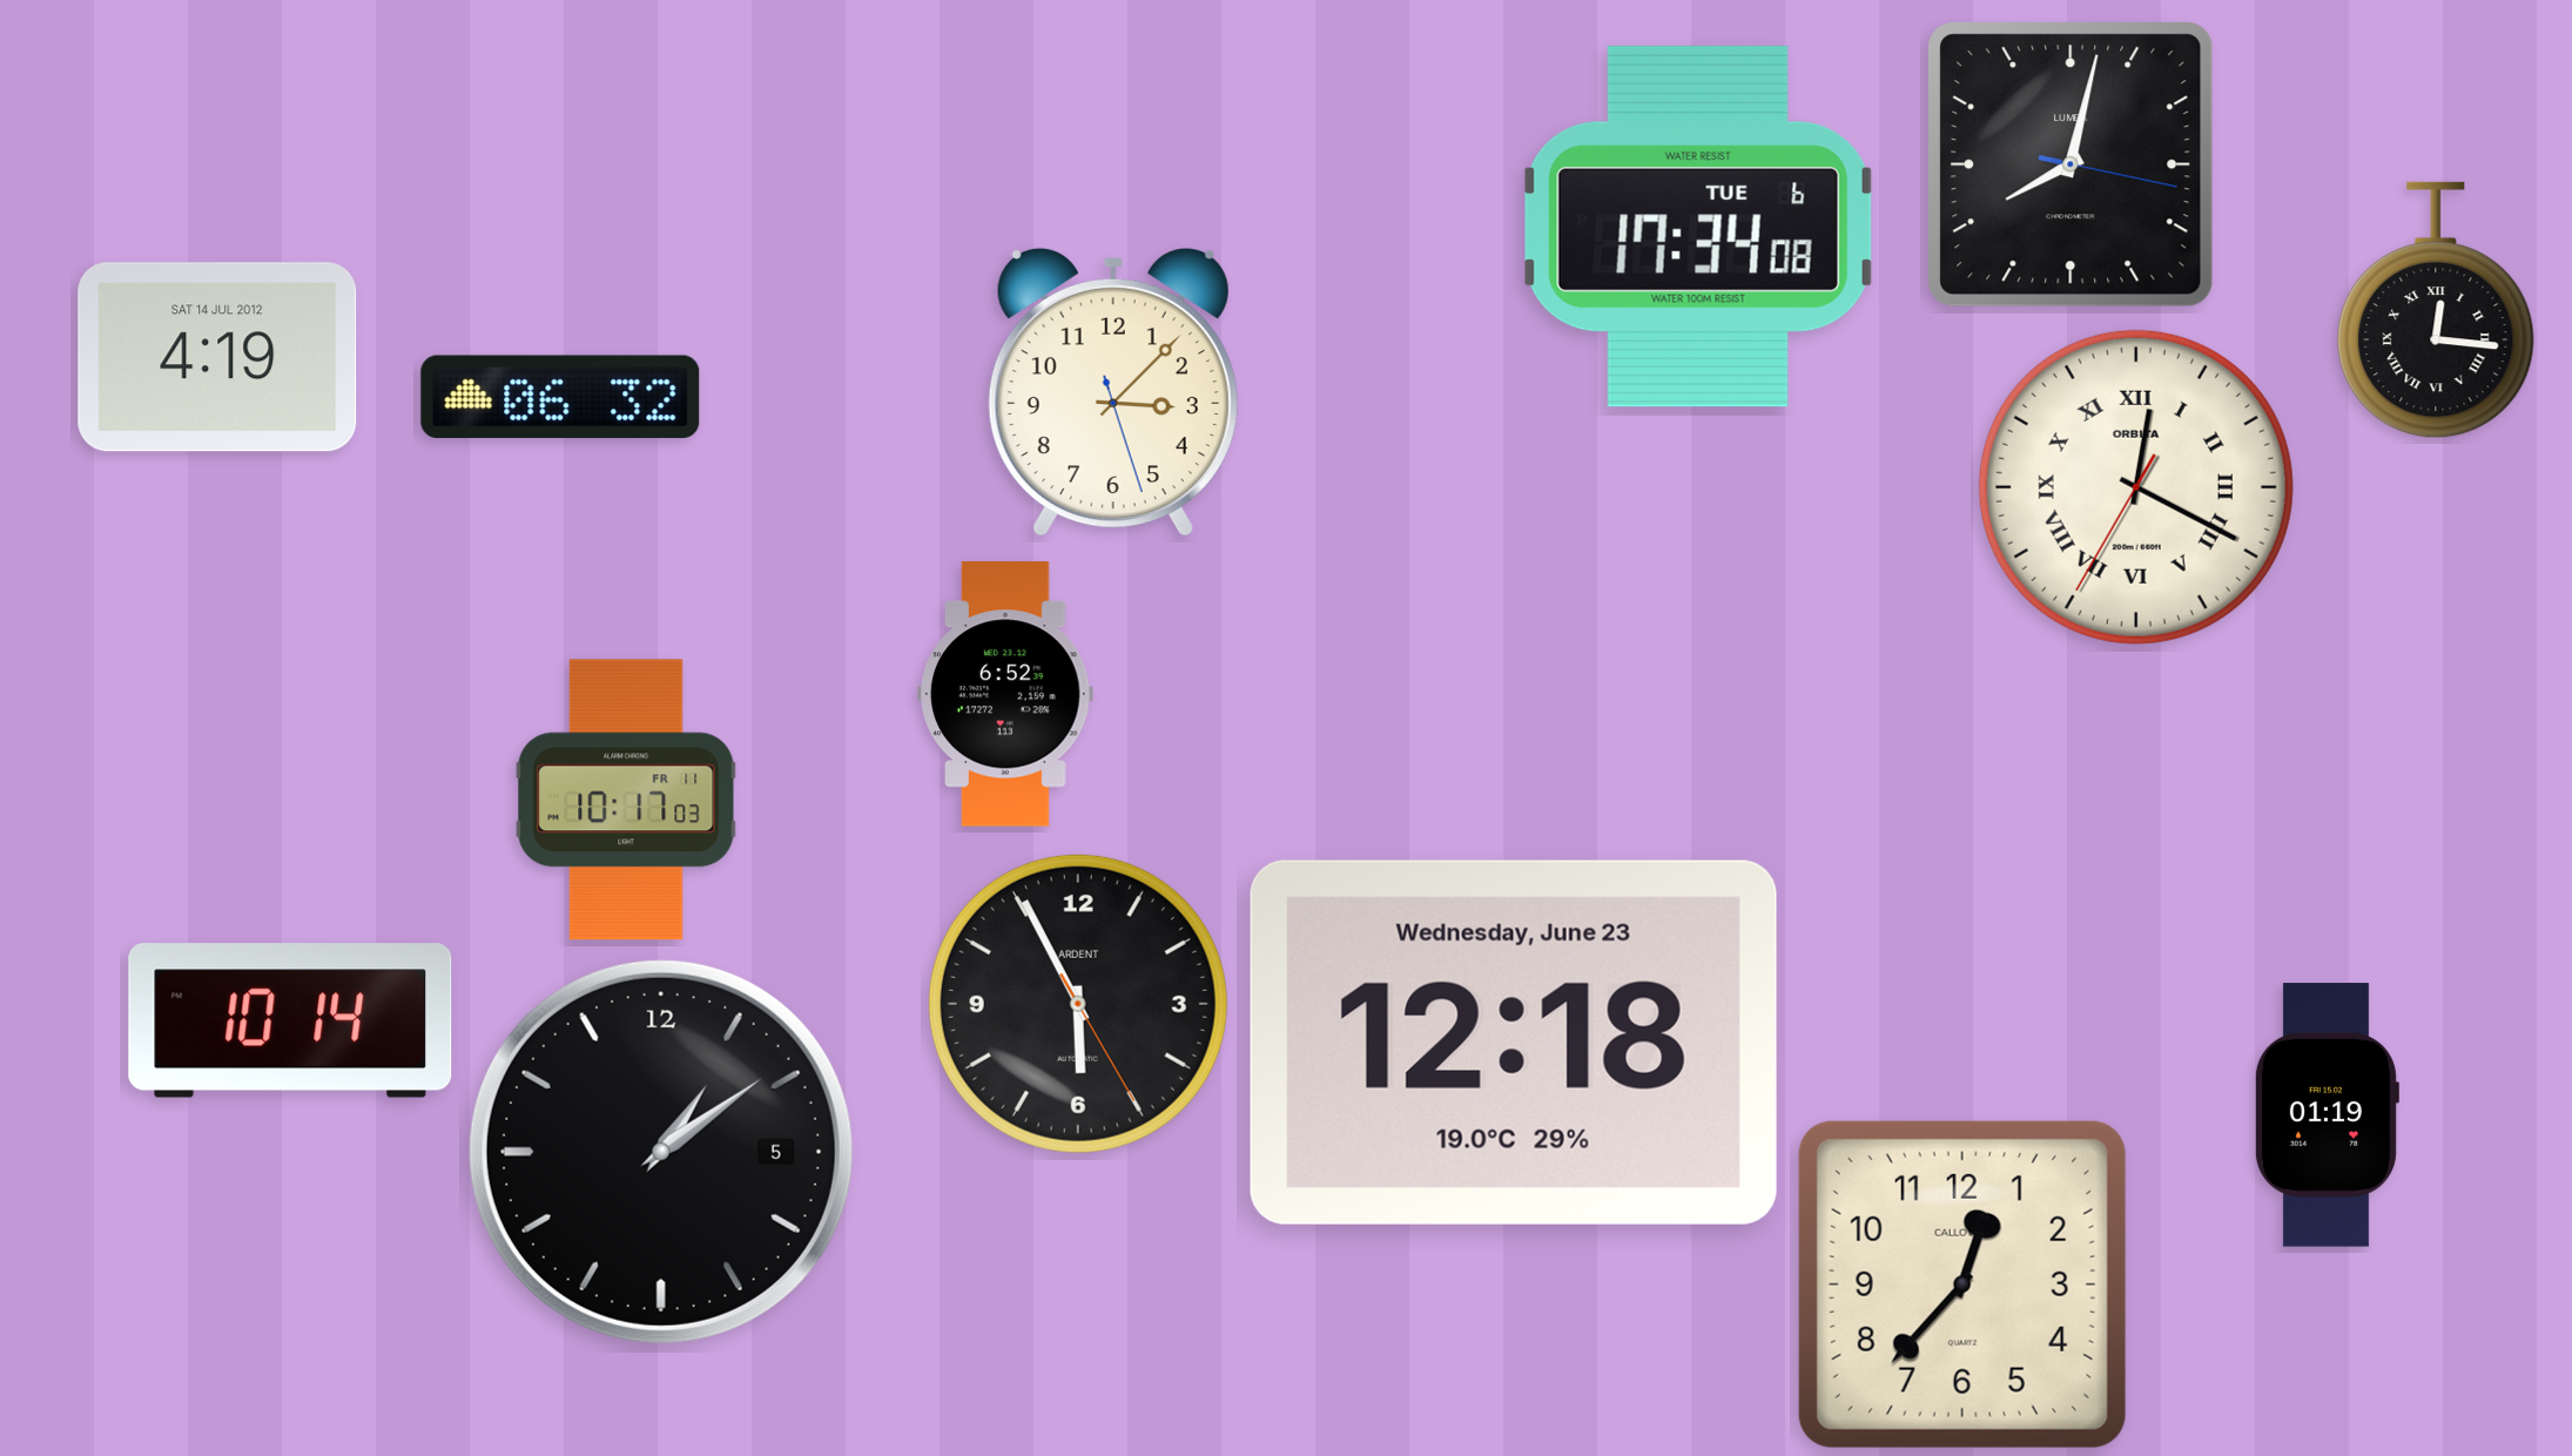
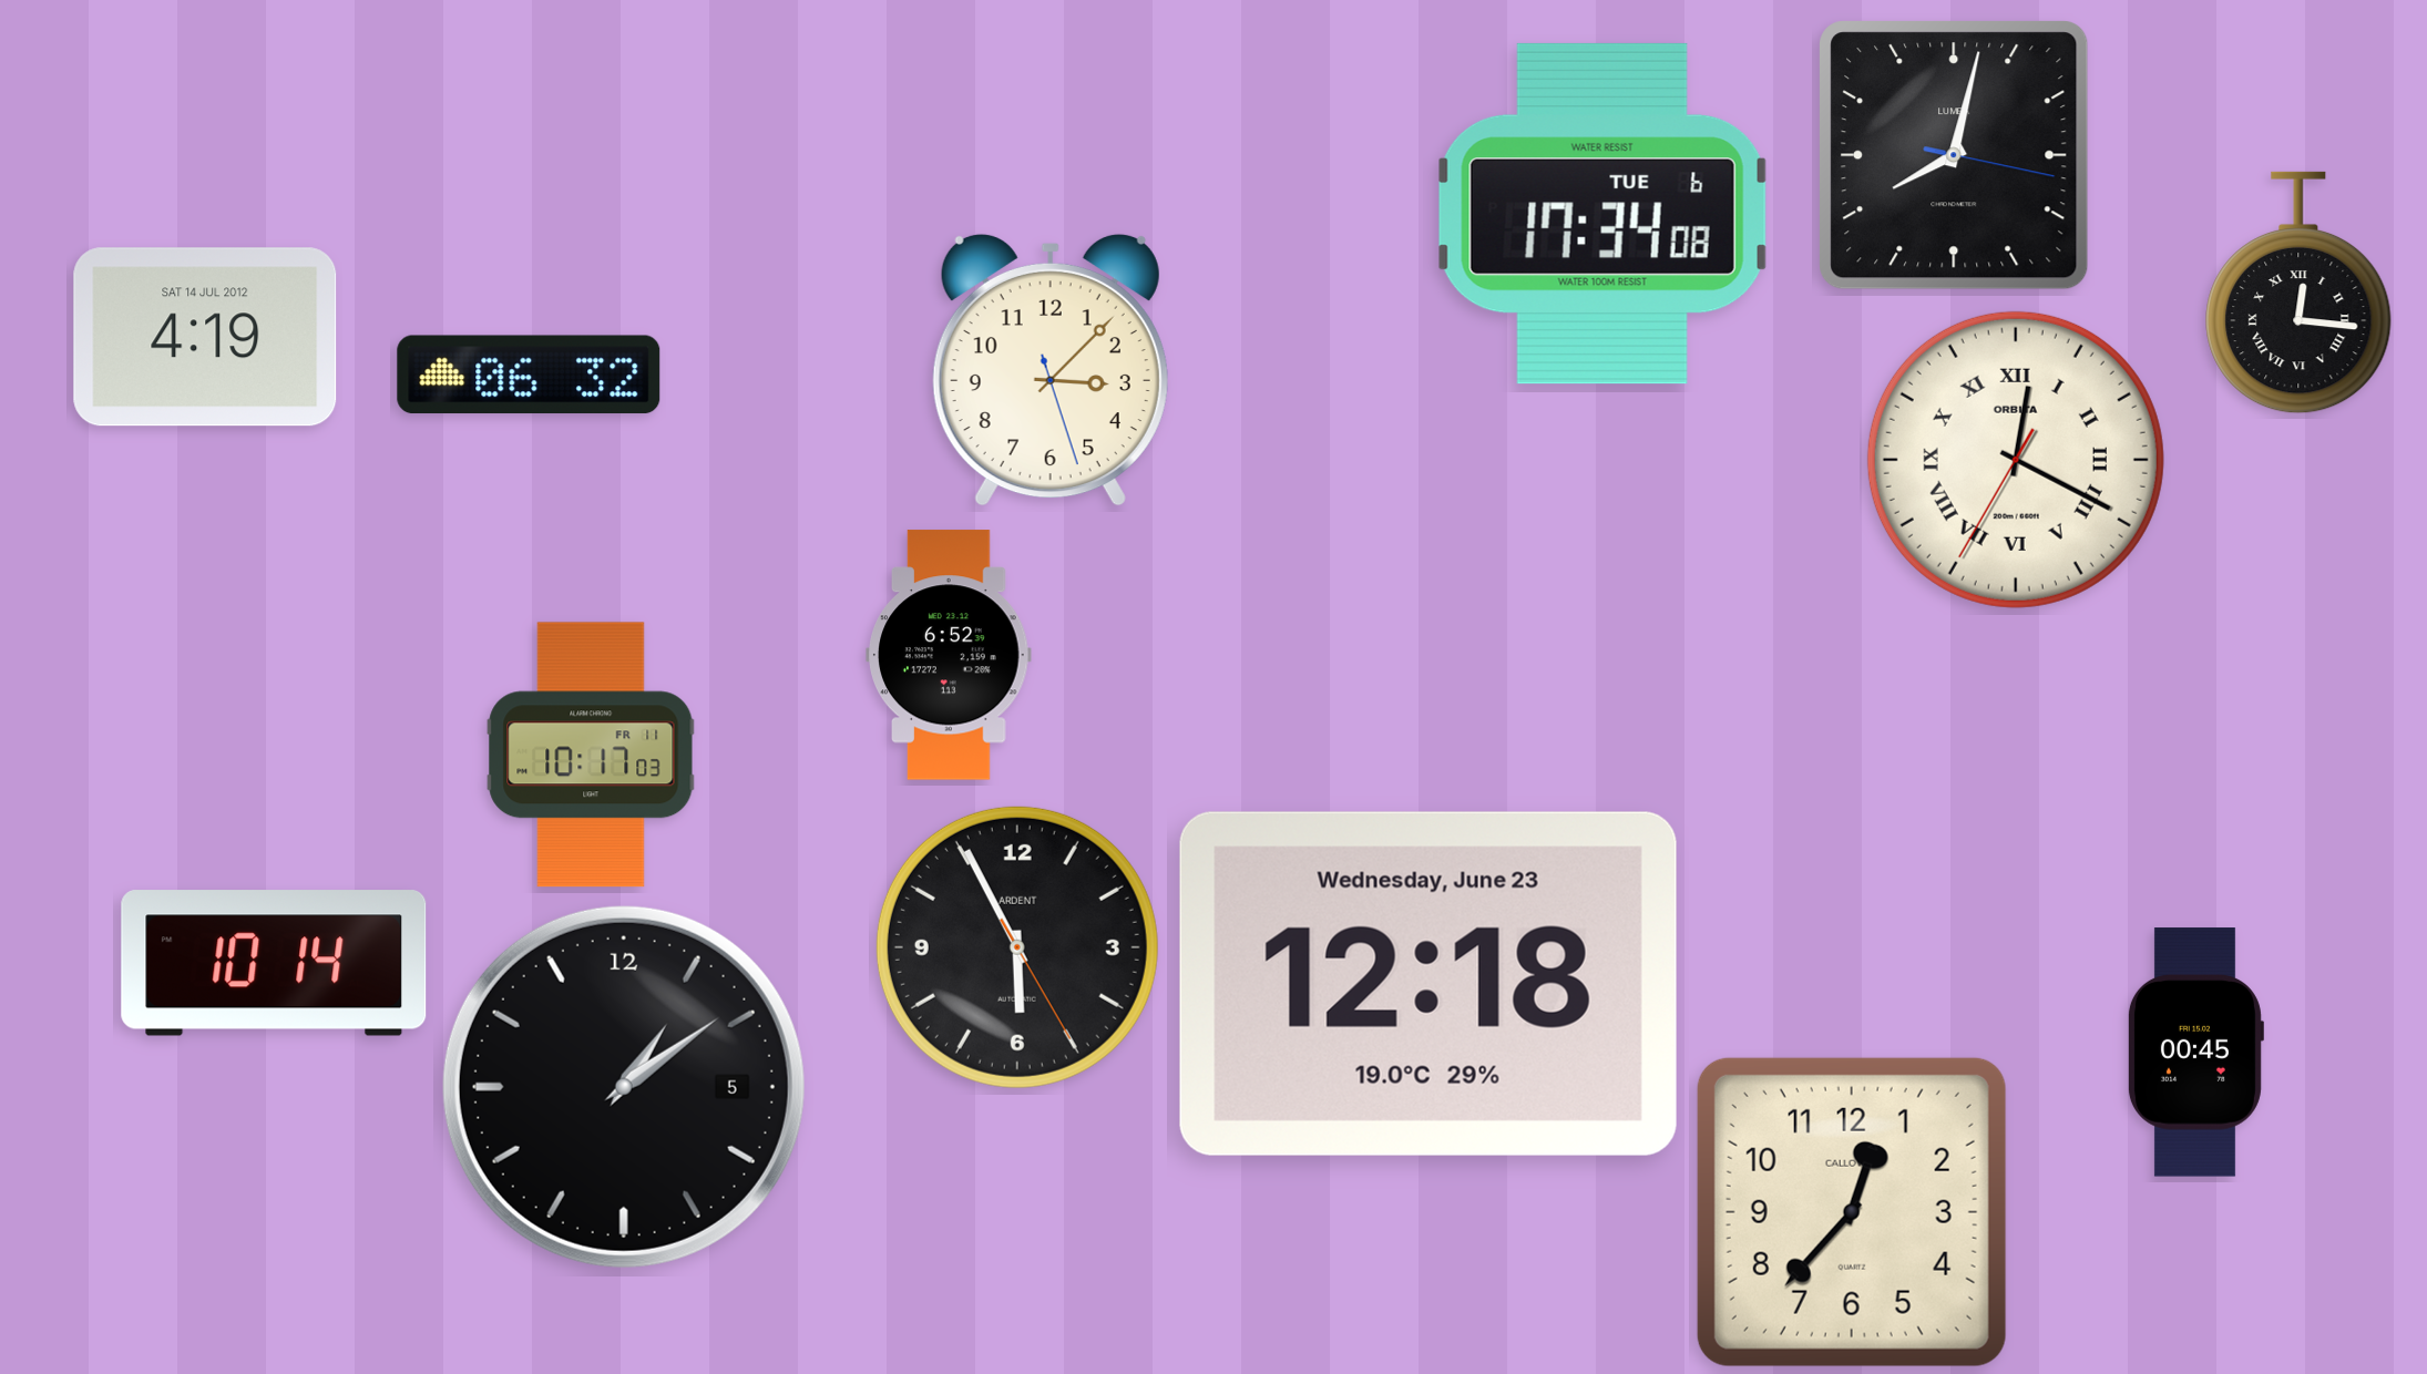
clock at (2327, 1115): 01:19 -> 00:45
